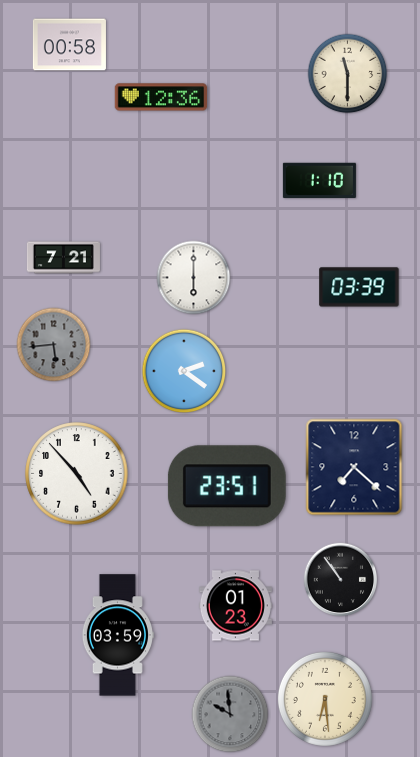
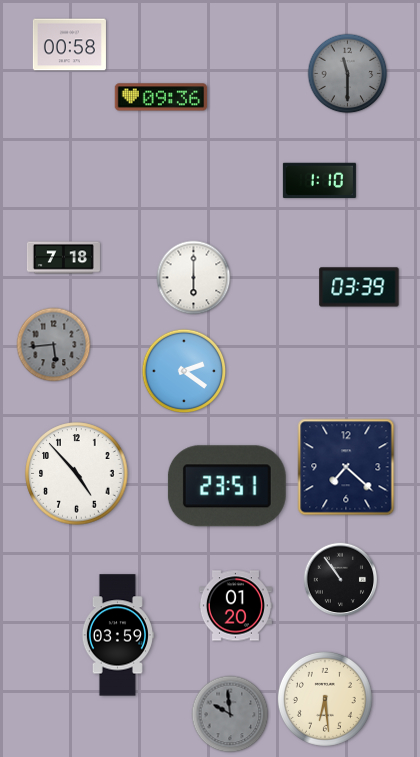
clock at (348, 74) dial: cream -> grey
clock at (161, 97): 12:36 -> 09:36
clock at (63, 258): 7:21 -> 7:18
clock at (354, 467) position: (354, 467) -> (346, 467)
clock at (235, 606): 01:23 -> 01:20
